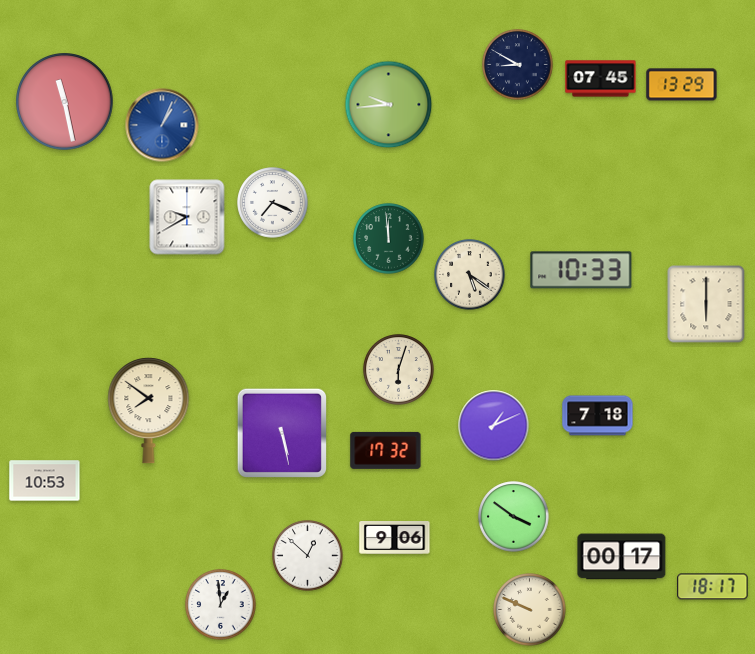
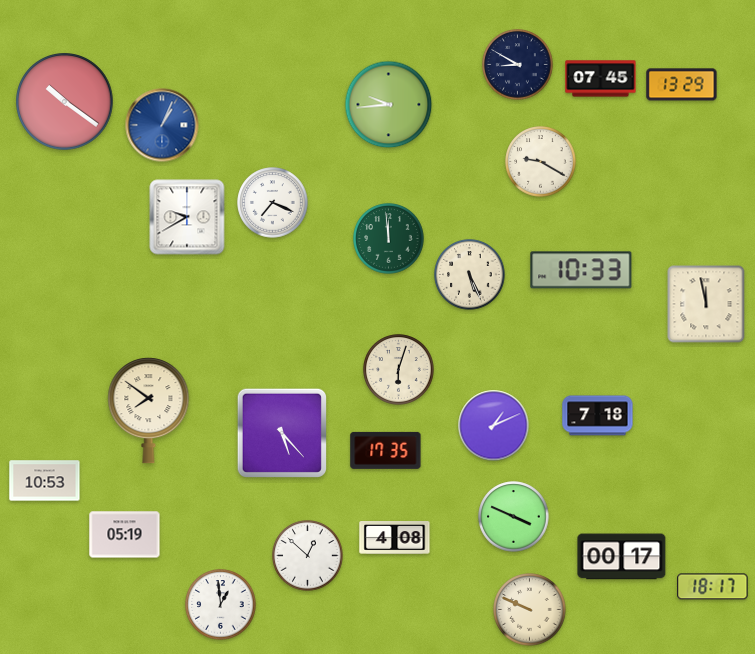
clock at (65, 102): 11:28 -> 10:21
clock at (541, 162): none -> 9:20
clock at (470, 275): 5:21 -> 5:26
clock at (706, 304): 6:00 -> 11:58
clock at (281, 432): 5:28 -> 5:23
clock at (386, 450): 17:32 -> 17:35
clock at (514, 517): 3:51 -> 3:49
clock at (125, 535): none -> 05:19
clock at (395, 538): 9:06 -> 4:08
